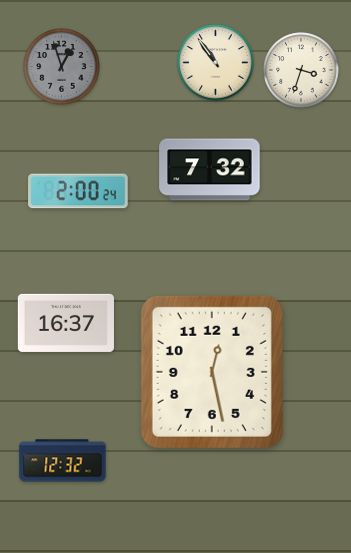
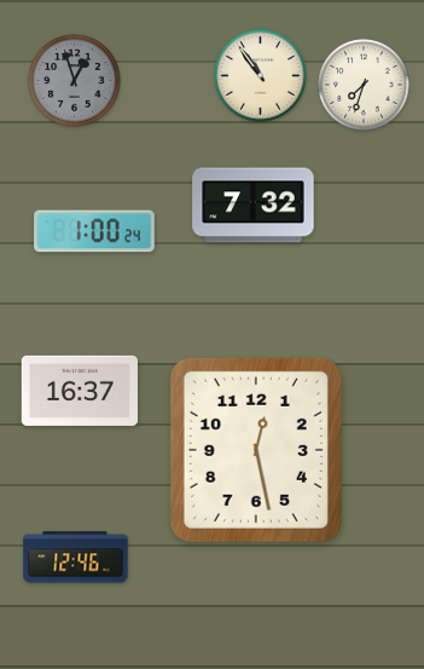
clock at (301, 70): 3:33 -> 7:33
clock at (78, 191): 2:00 -> 1:00
clock at (63, 461): 12:32 -> 12:46
